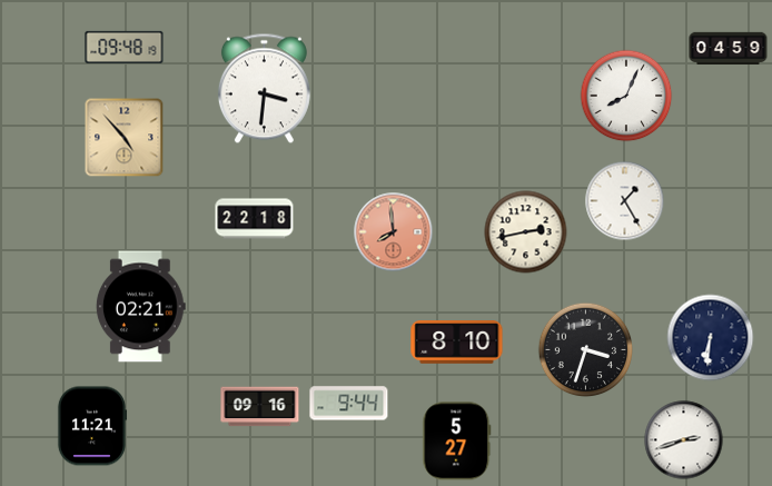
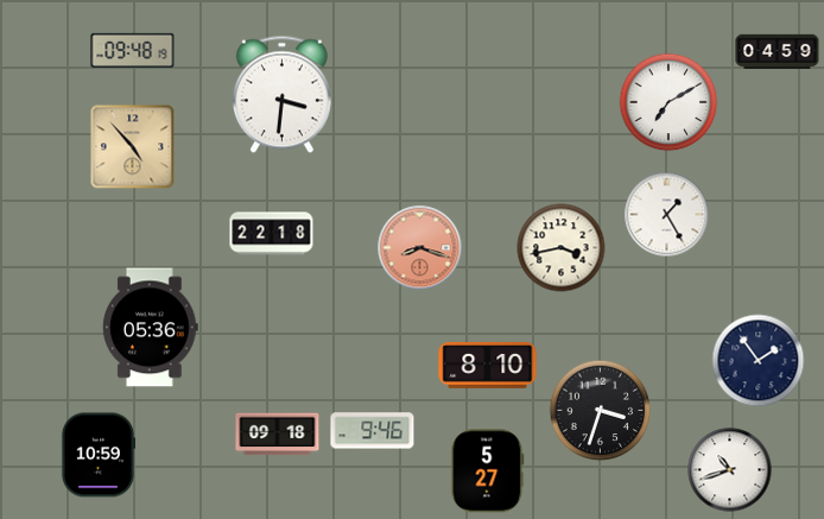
clock at (626, 96): 8:04 -> 7:10
clock at (394, 232): 7:59 -> 8:18
clock at (526, 232): 2:43 -> 3:43
clock at (140, 307): 02:21 -> 05:36
clock at (711, 338): 6:31 -> 1:54
clock at (586, 350) position: (586, 350) -> (601, 411)
clock at (349, 404): 9:44 -> 9:46
clock at (260, 407): 09:16 -> 09:18
clock at (92, 426): 11:21 -> 10:59
clock at (684, 440): 2:42 -> 10:42
